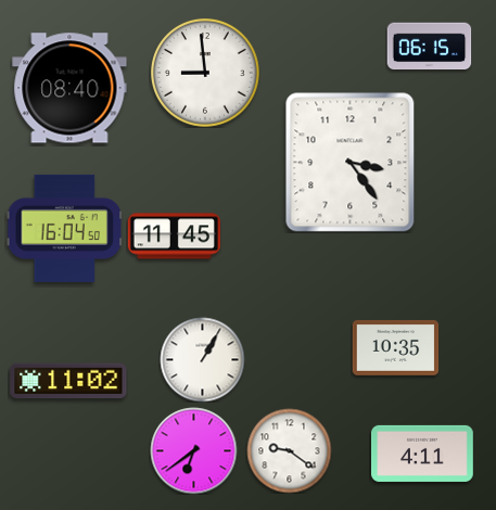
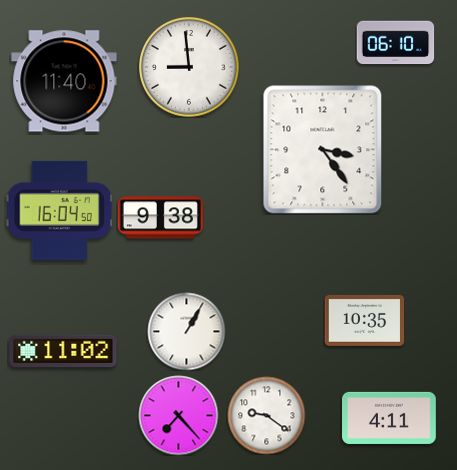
clock at (429, 47): 06:15 -> 06:10
clock at (69, 88): 08:40 -> 11:40
clock at (174, 237): 11:45 -> 9:38
clock at (193, 450): 6:39 -> 7:23
